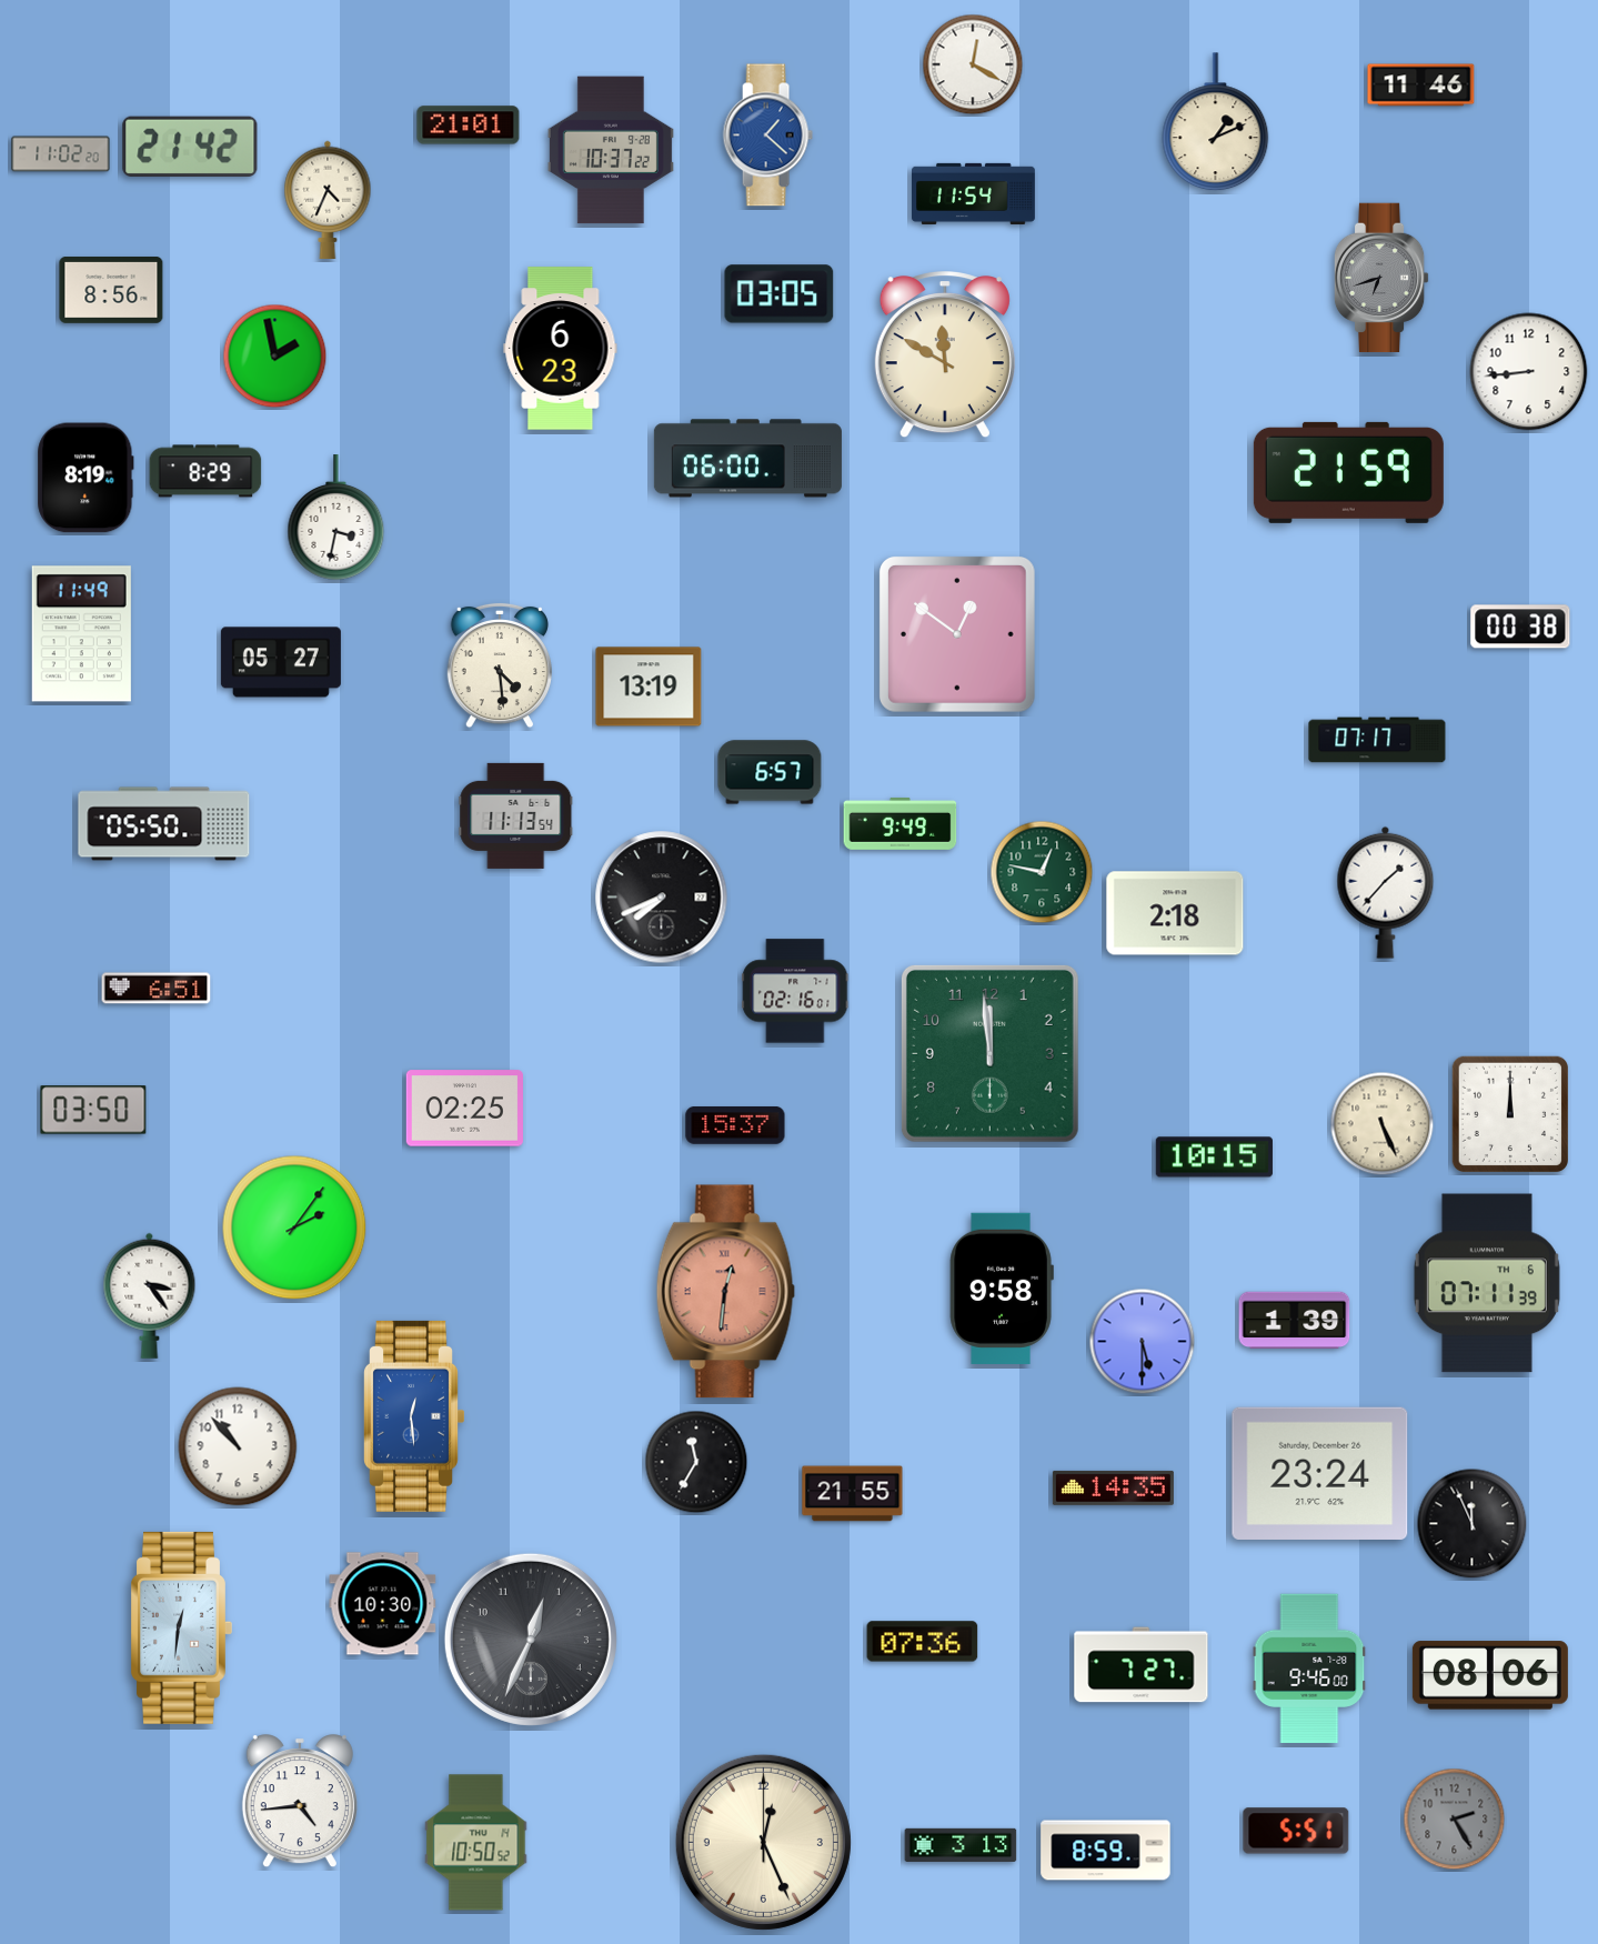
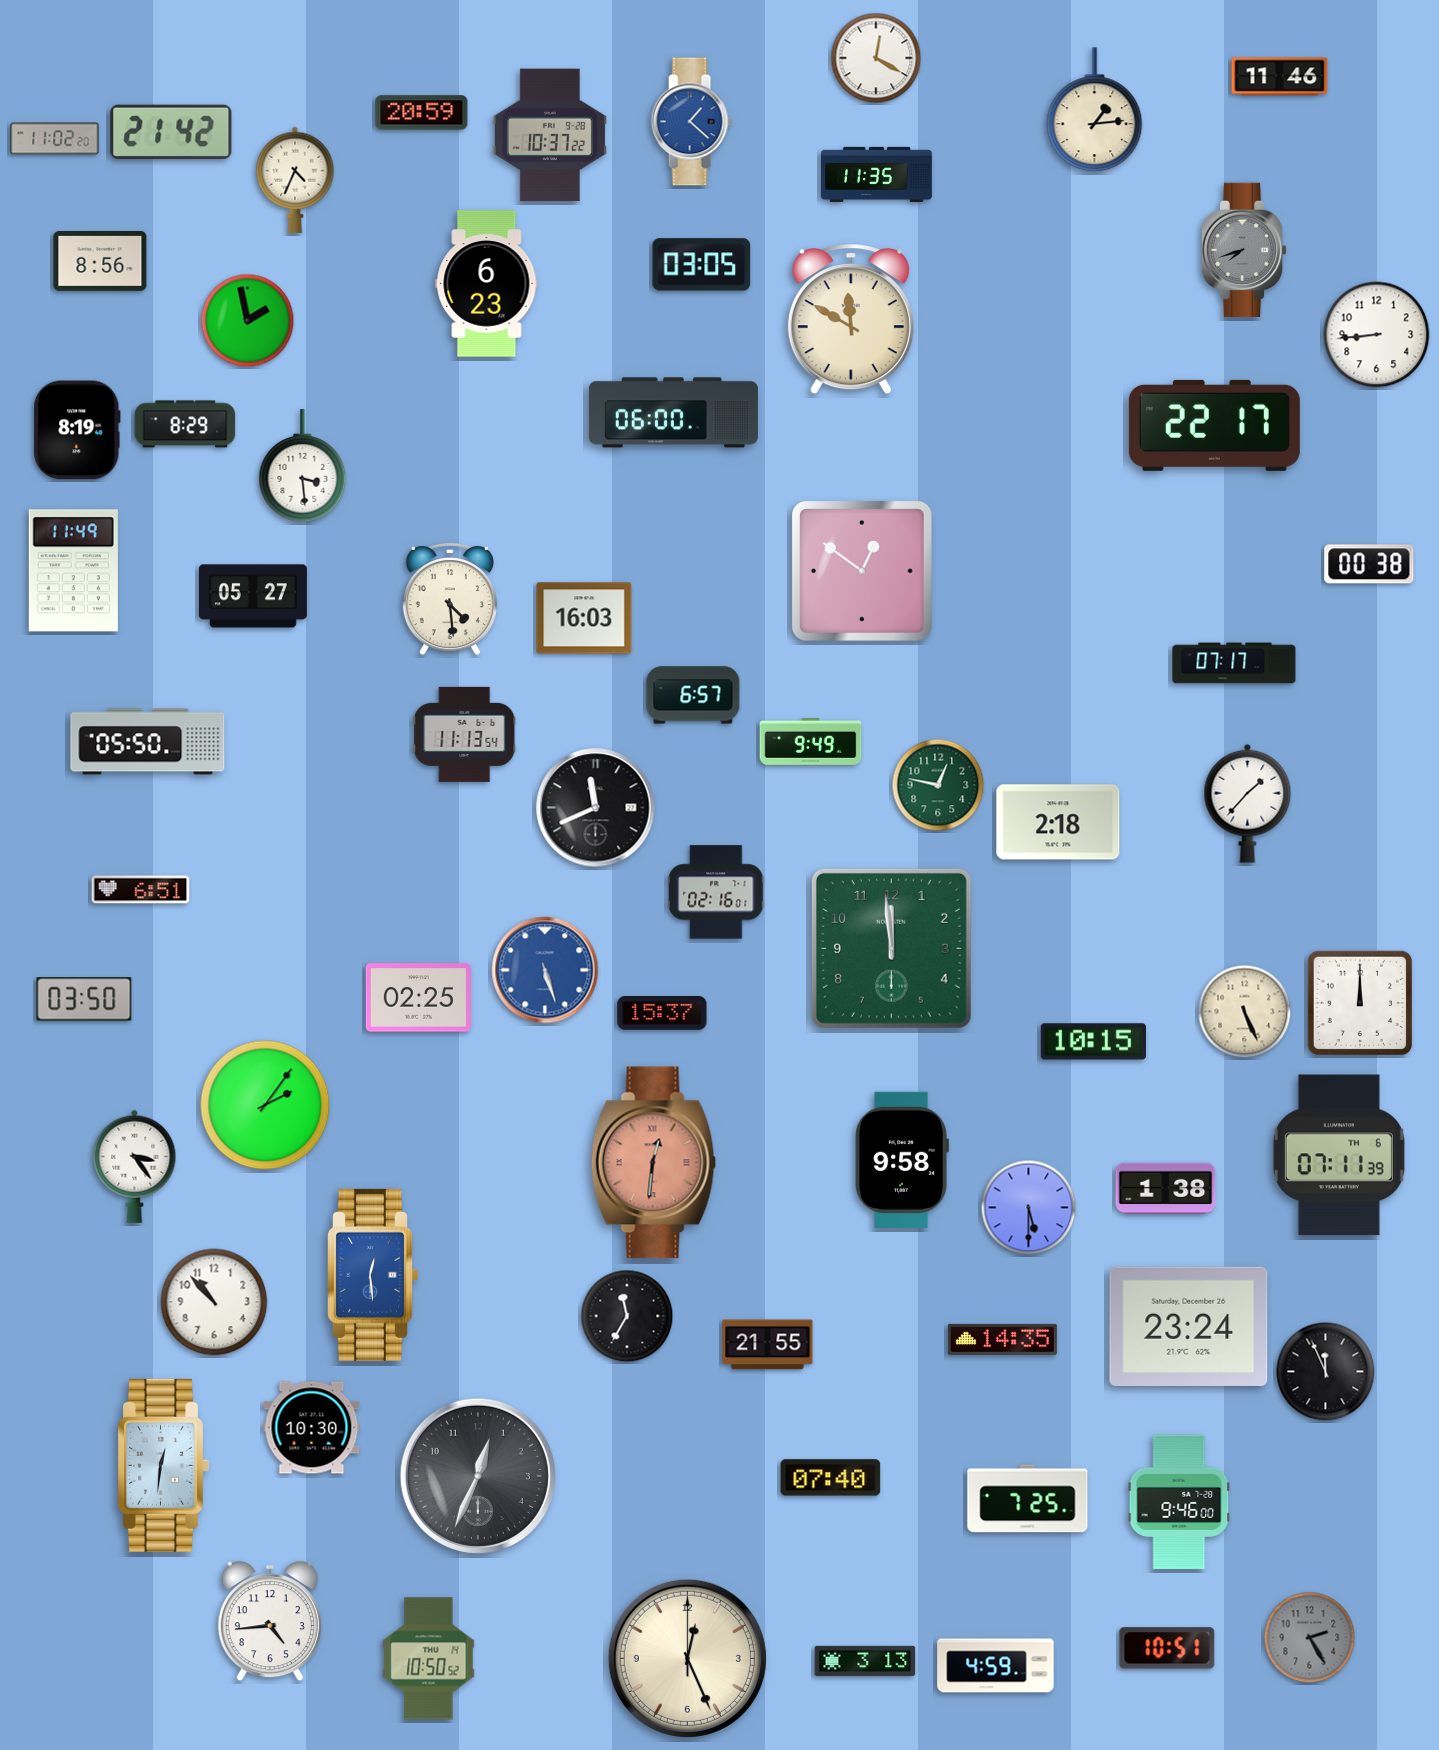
clock at (1216, 122): 1:11 -> 1:14
clock at (469, 126): 21:01 -> 20:59
clock at (974, 193): 11:54 -> 11:35
clock at (1381, 278): 6:42 -> 7:42
clock at (561, 349) position: (561, 349) -> (487, 284)
clock at (1348, 472): 21:59 -> 22:17
clock at (336, 518): 3:32 -> 3:29
clock at (649, 687): 13:19 -> 16:03
clock at (1377, 740) position: (1377, 740) -> (1234, 663)
clock at (662, 898): 7:41 -> 11:41
clock at (545, 970): none -> 5:27
clock at (1295, 1321): 1:39 -> 1:38
clock at (383, 1604) position: (383, 1604) -> (312, 1428)
clock at (923, 1642): 07:36 -> 07:40
clock at (1142, 1665): 7:27 -> 7:25
clock at (1490, 1675): 08:06 -> none
clock at (1296, 1831): 5:51 -> 10:51
clock at (1106, 1851): 8:59 -> 4:59
